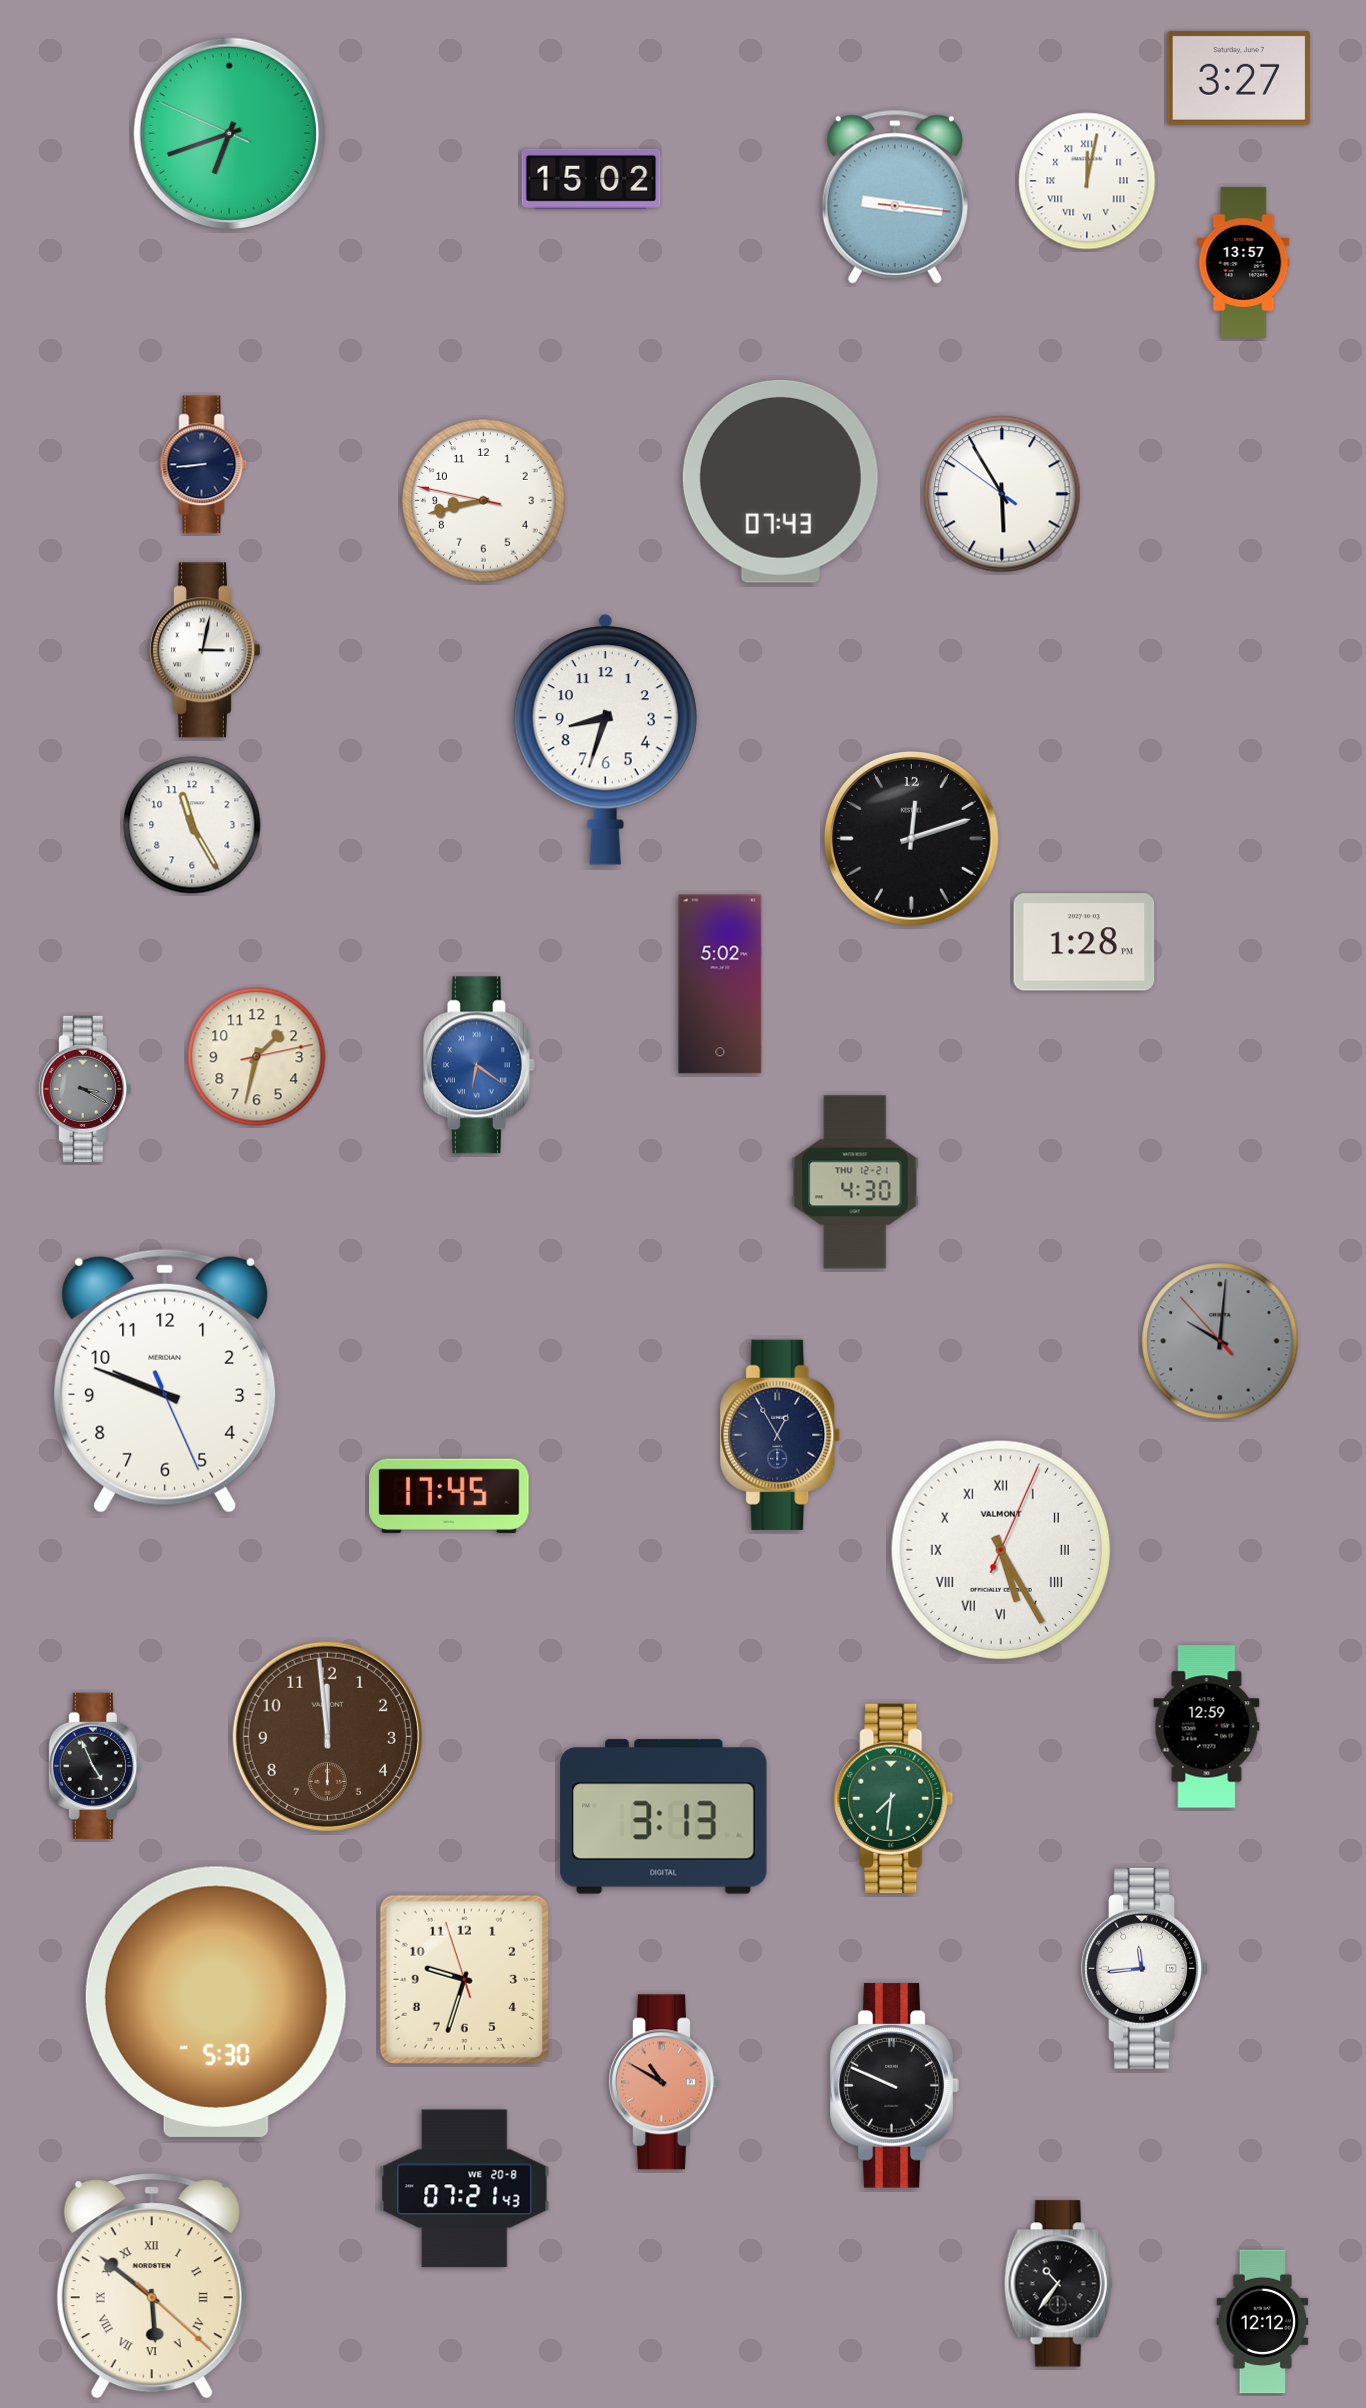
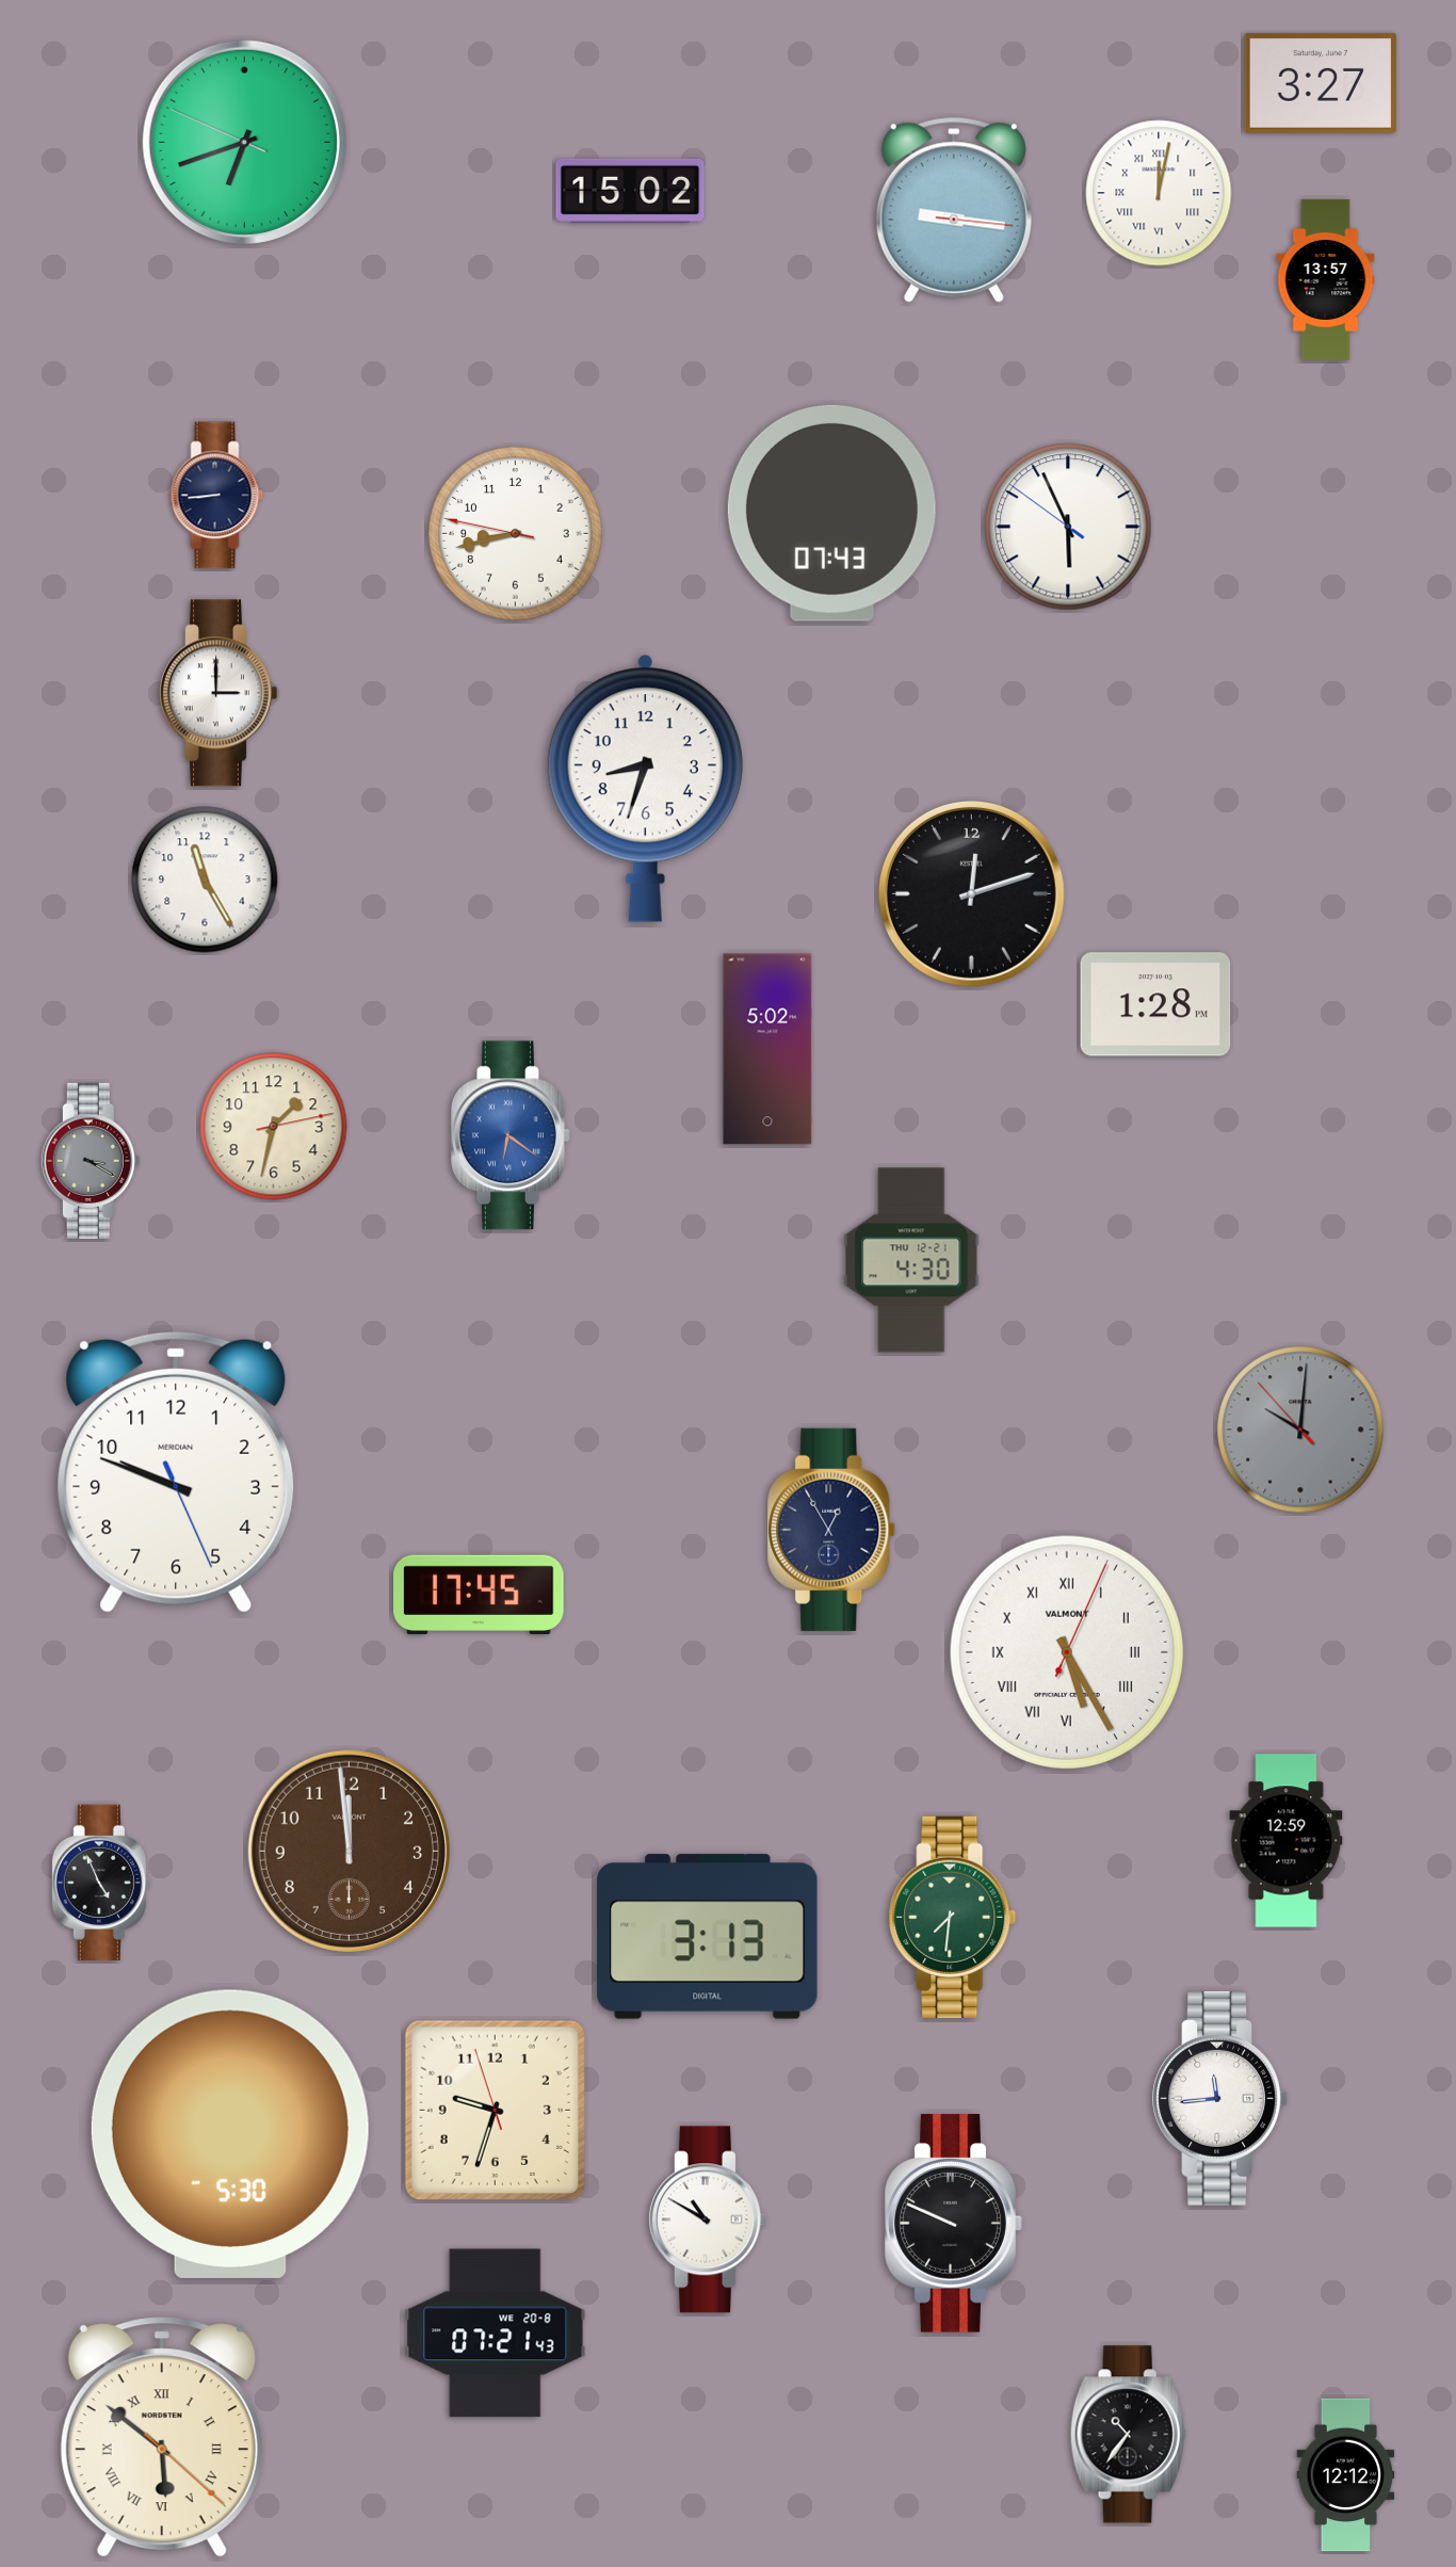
clock at (1002, 494): 5:54 -> 5:55
clock at (204, 650): 3:02 -> 3:00
clock at (663, 2082) dial: salmon -> white
